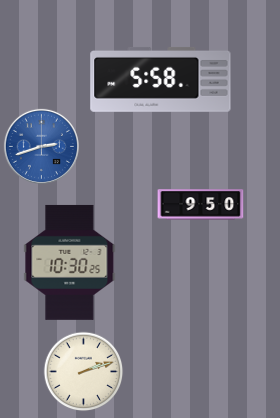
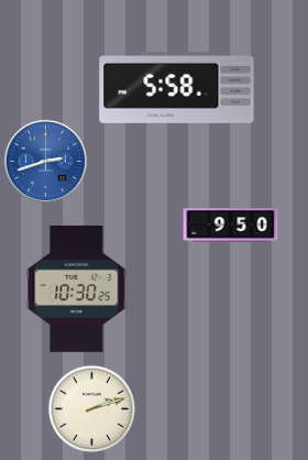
clock at (201, 205) position: (201, 205) -> (231, 226)
